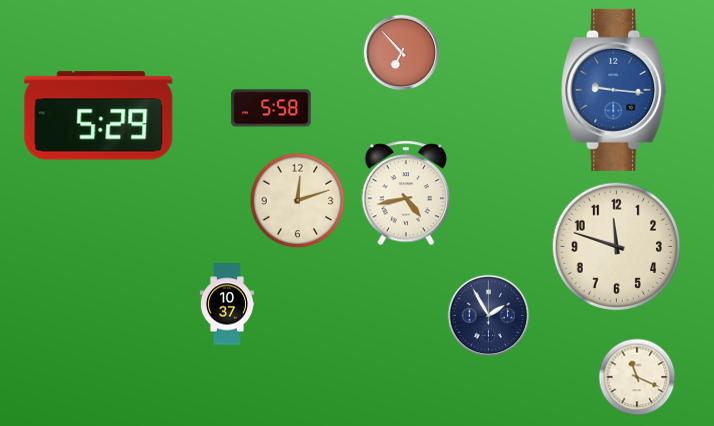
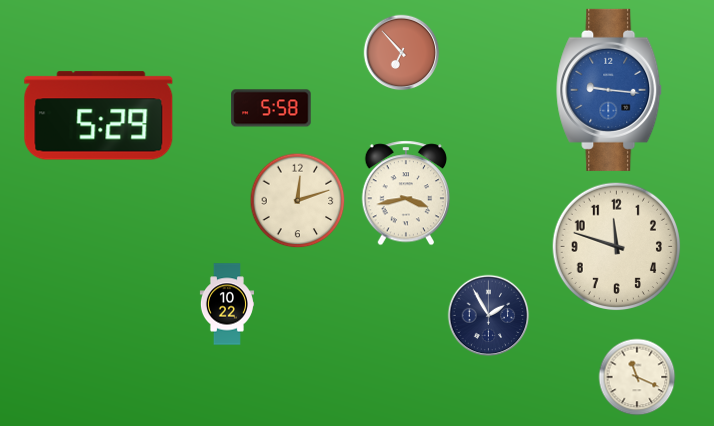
clock at (615, 90) position: (615, 90) -> (610, 90)
clock at (405, 193): 4:43 -> 3:43
clock at (227, 304): 10:37 -> 10:22
